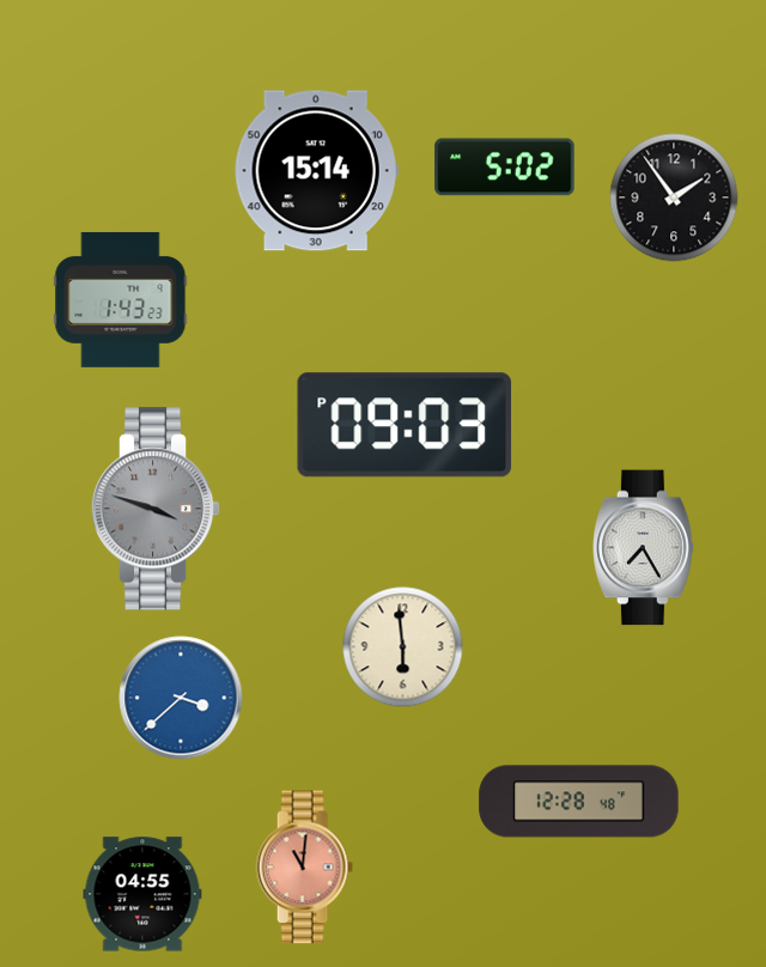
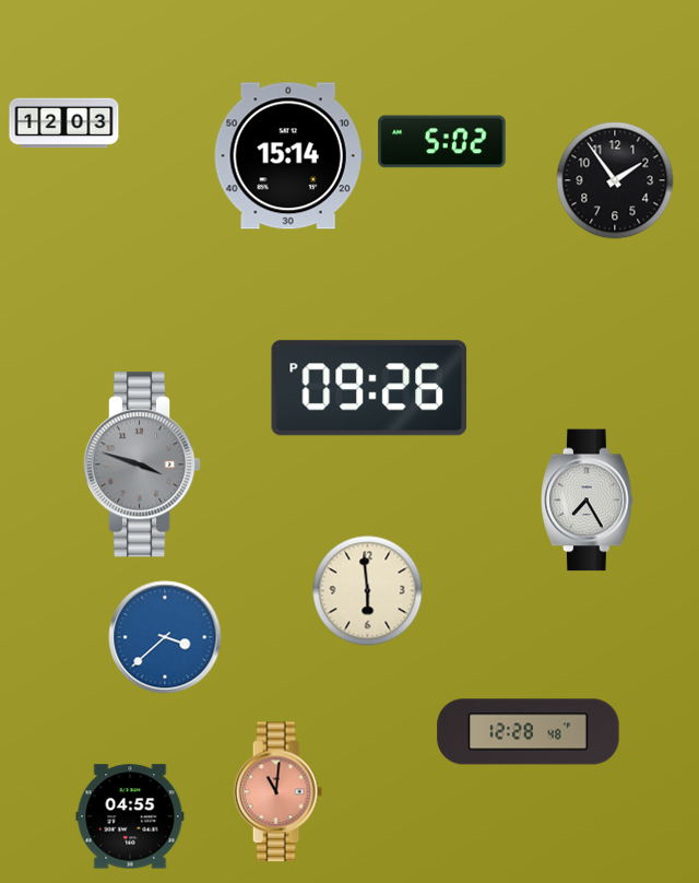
clock at (64, 123): none -> 12:03
clock at (505, 168) position: (505, 168) -> (442, 142)
clock at (121, 299): 1:43 -> none
clock at (405, 425): 09:03 -> 09:26
